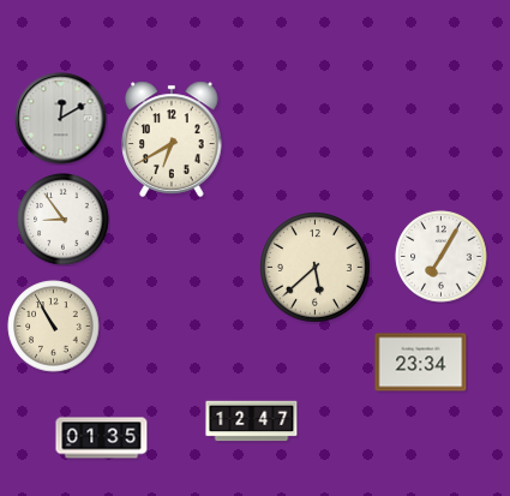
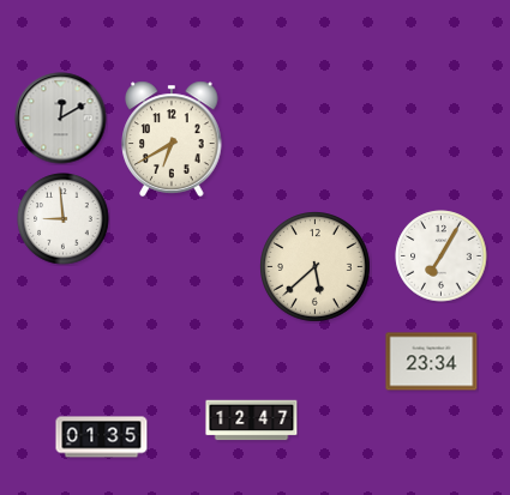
clock at (64, 220): 8:54 -> 8:59
clock at (54, 327): 10:55 -> none
clock at (421, 363) position: (421, 363) -> (432, 362)
